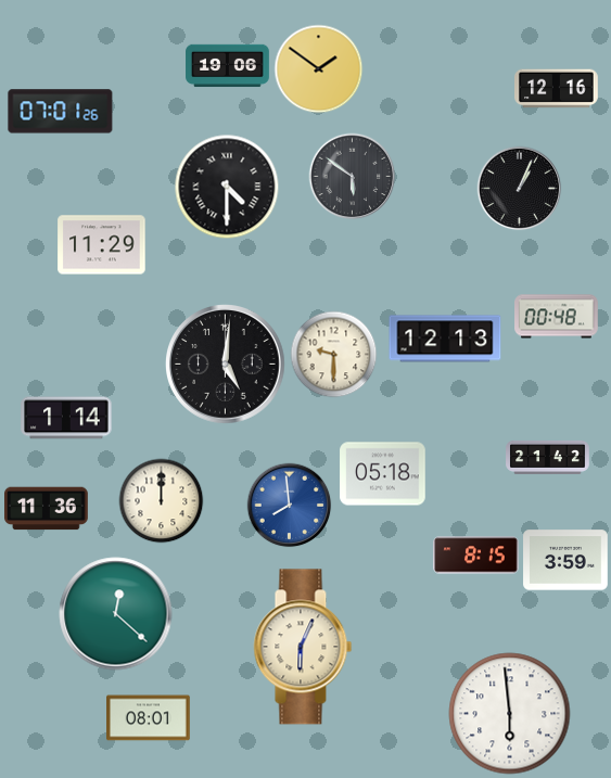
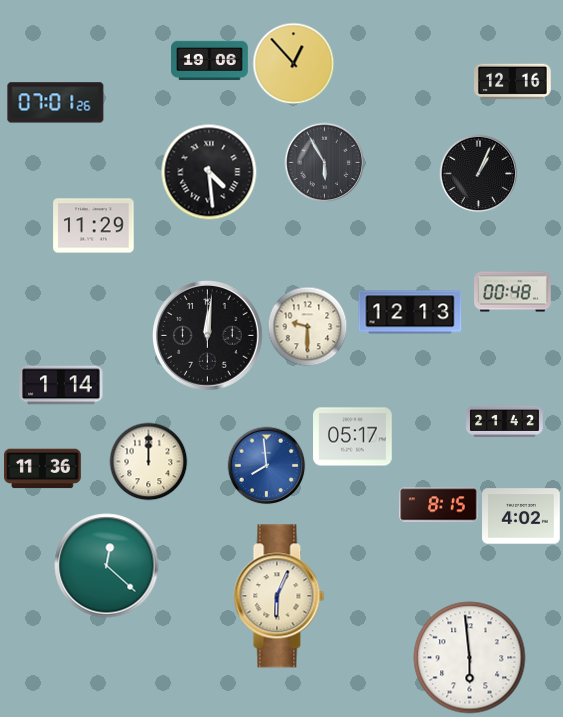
clock at (318, 68): 1:51 -> 12:53
clock at (352, 176): 5:51 -> 5:55
clock at (227, 187): 4:30 -> 4:29
clock at (226, 365): 5:01 -> 12:01
clock at (383, 474): 05:18 -> 05:17
clock at (476, 556) position: (476, 556) -> (439, 505)
clock at (565, 560): 3:59 -> 4:02
clock at (149, 718): 08:01 -> none
